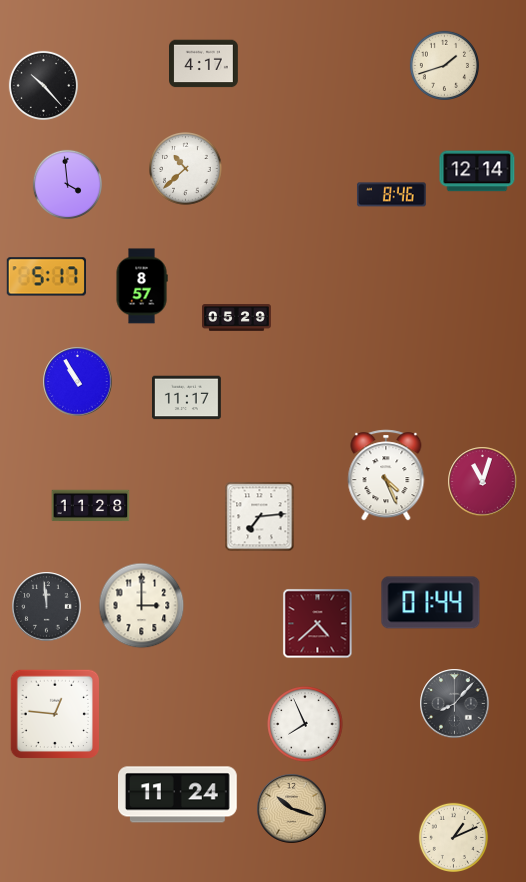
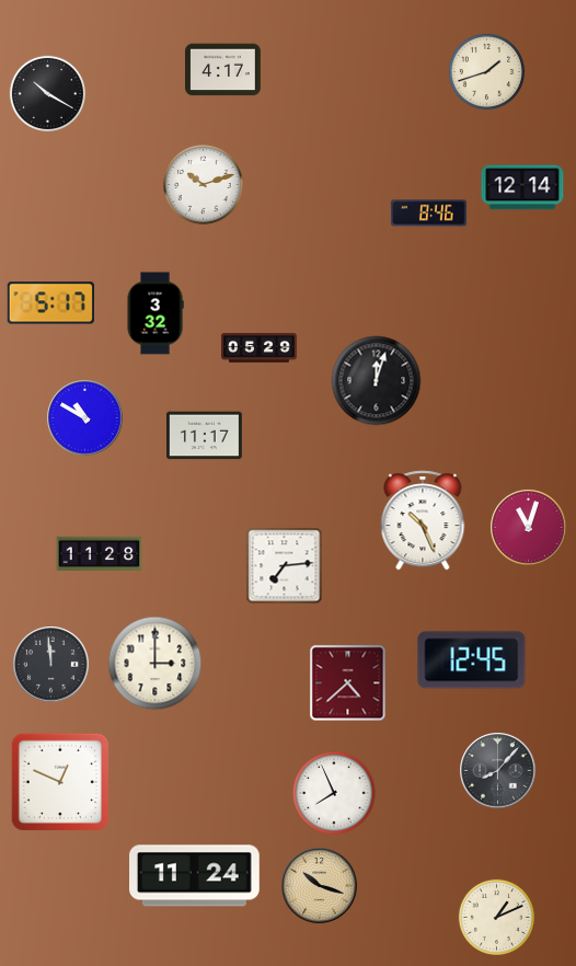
clock at (43, 85): 10:23 -> 10:20
clock at (186, 169): 10:38 -> 10:12
clock at (67, 184): 3:59 -> none
clock at (142, 286): 8:57 -> 3:32
clock at (377, 381): none -> 12:03
clock at (78, 382): 10:55 -> 10:50
clock at (386, 475): 4:26 -> 10:26
clock at (431, 603): 01:44 -> 12:45
clock at (55, 714): 12:46 -> 12:49
clock at (178, 795) position: (178, 795) -> (195, 876)
